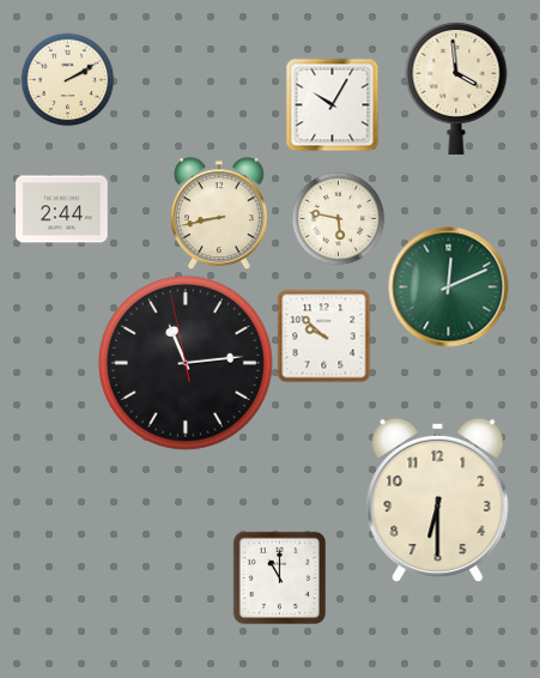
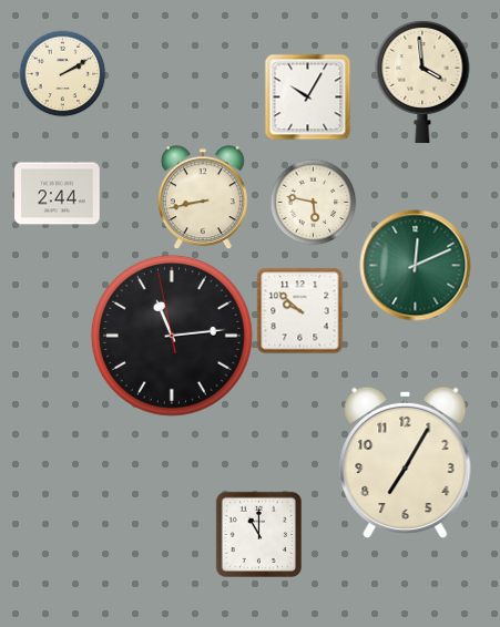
clock at (438, 501): 6:30 -> 7:05
